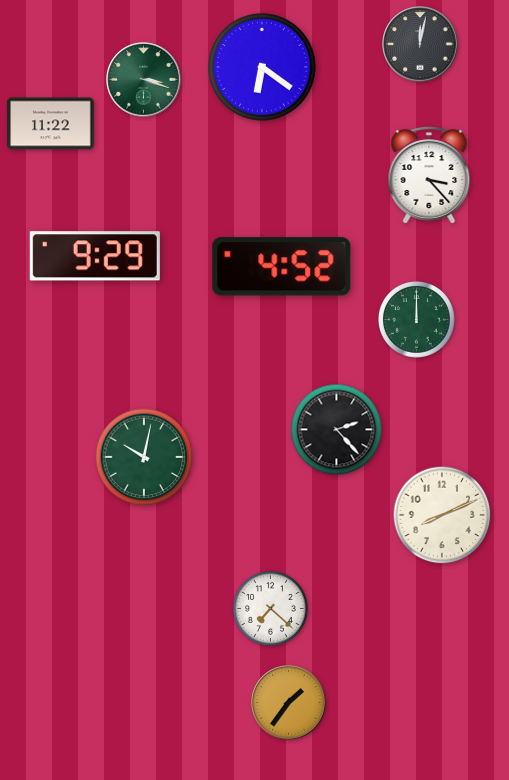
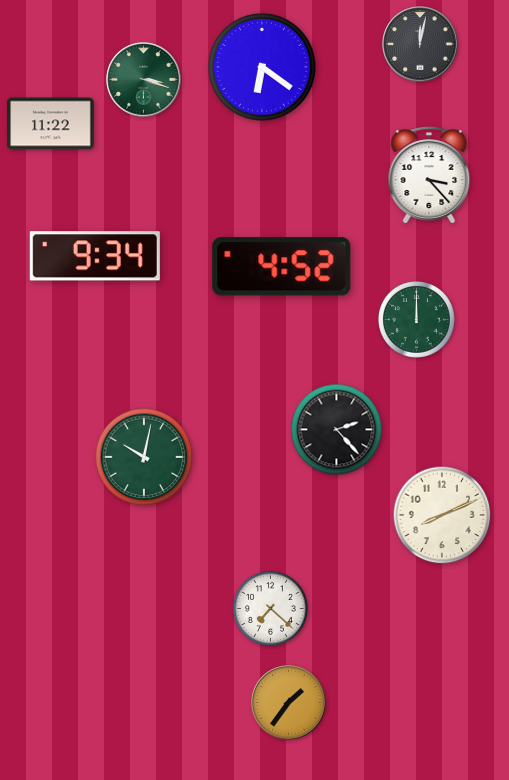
clock at (95, 256): 9:29 -> 9:34
